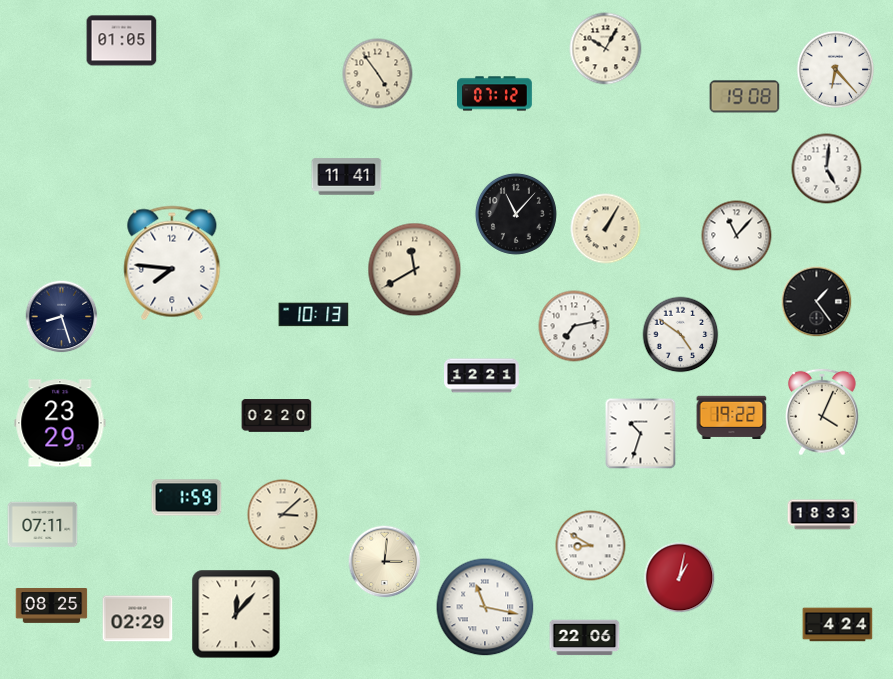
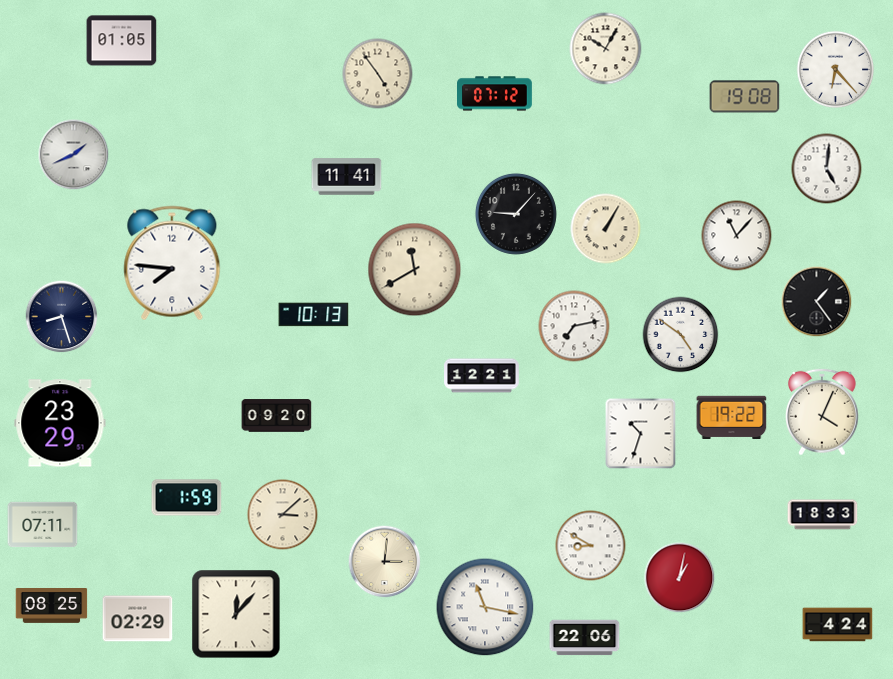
clock at (74, 155): none -> 1:41
clock at (516, 214): 11:07 -> 9:07
clock at (277, 416): 02:20 -> 09:20
